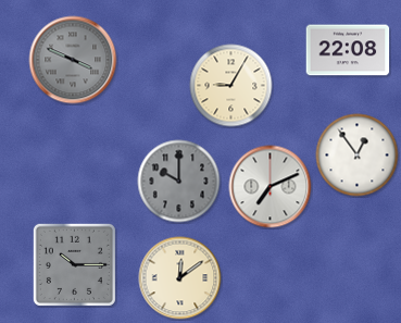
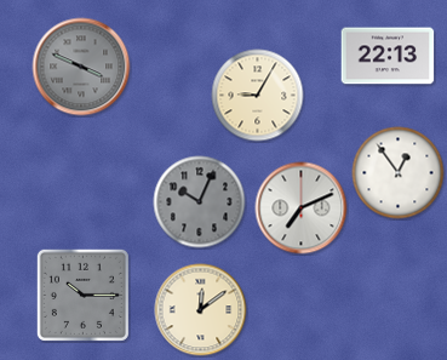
clock at (348, 50): 22:08 -> 22:13
clock at (179, 182): 10:00 -> 10:04
